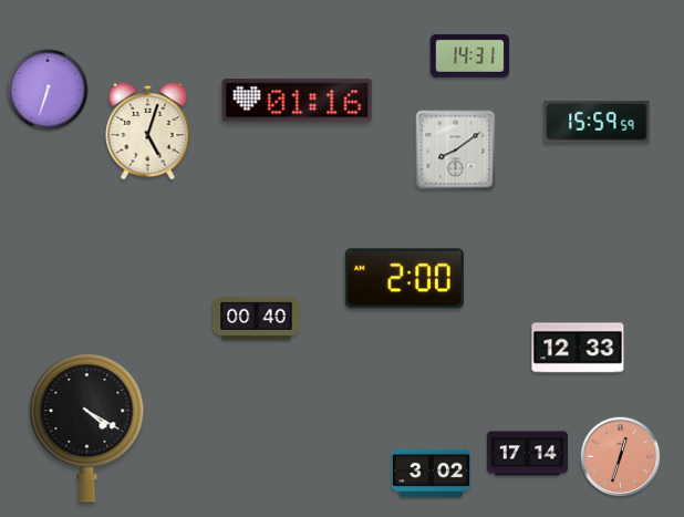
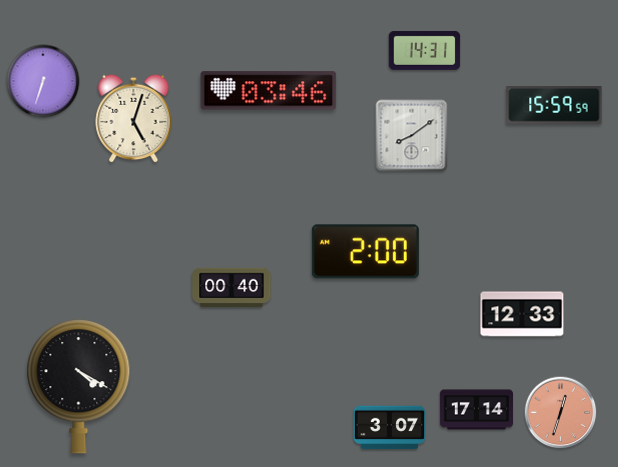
clock at (298, 101): 01:16 -> 03:46
clock at (597, 123) position: (597, 123) -> (554, 106)
clock at (432, 474): 3:02 -> 3:07
